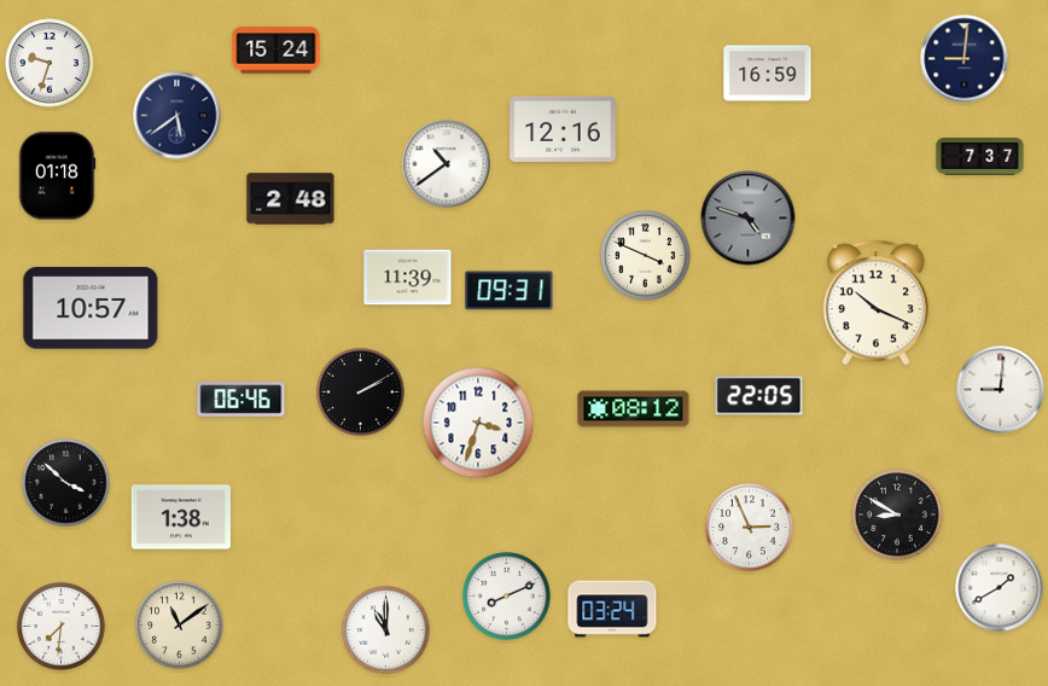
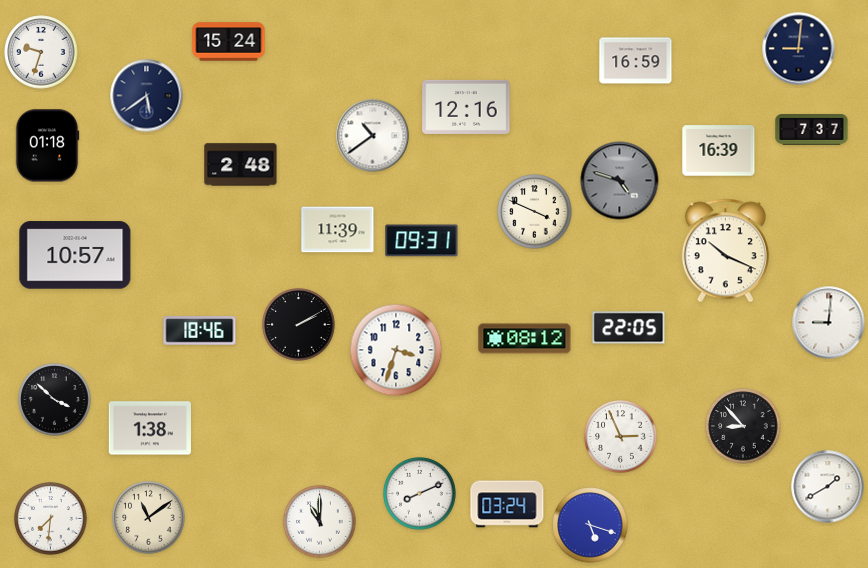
clock at (447, 164) position: (447, 164) -> (373, 136)
clock at (719, 151): none -> 16:39
clock at (241, 400): 06:46 -> 18:46
clock at (897, 514): 8:50 -> 8:53
clock at (590, 525): none -> 5:18
